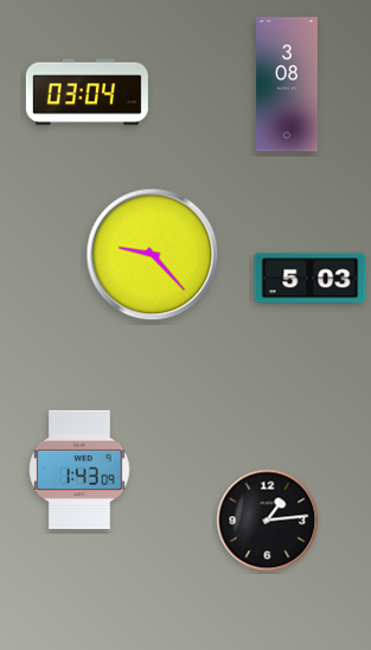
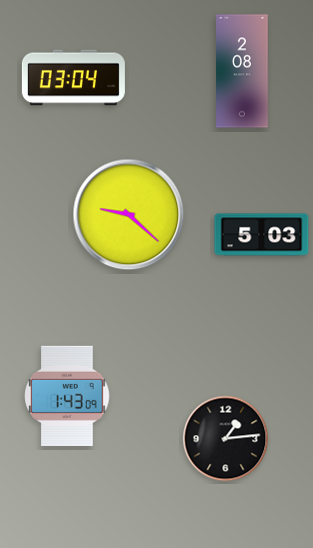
clock at (287, 84): 3:08 -> 2:08
clock at (153, 255): 9:23 -> 9:22
